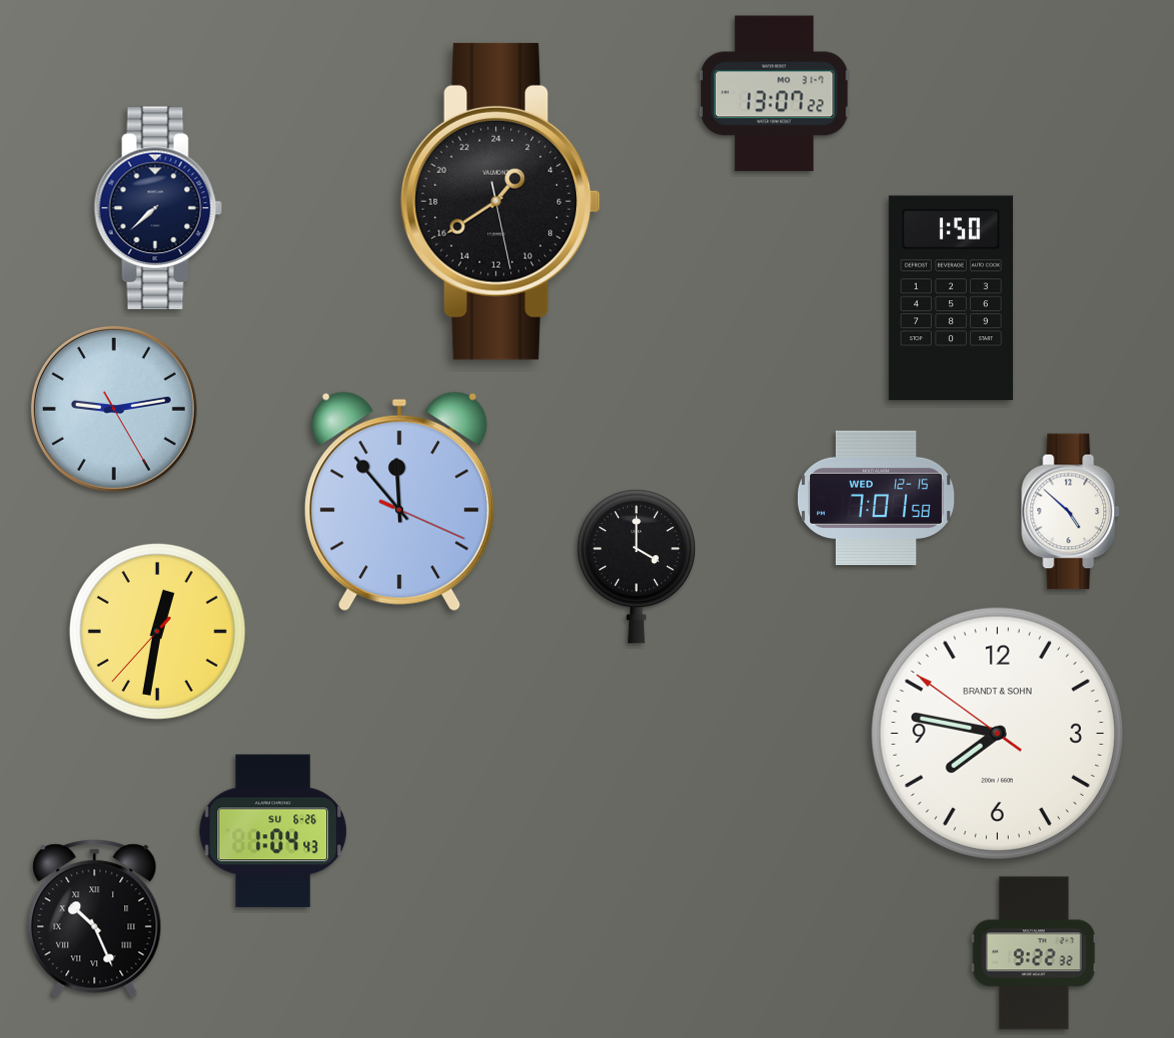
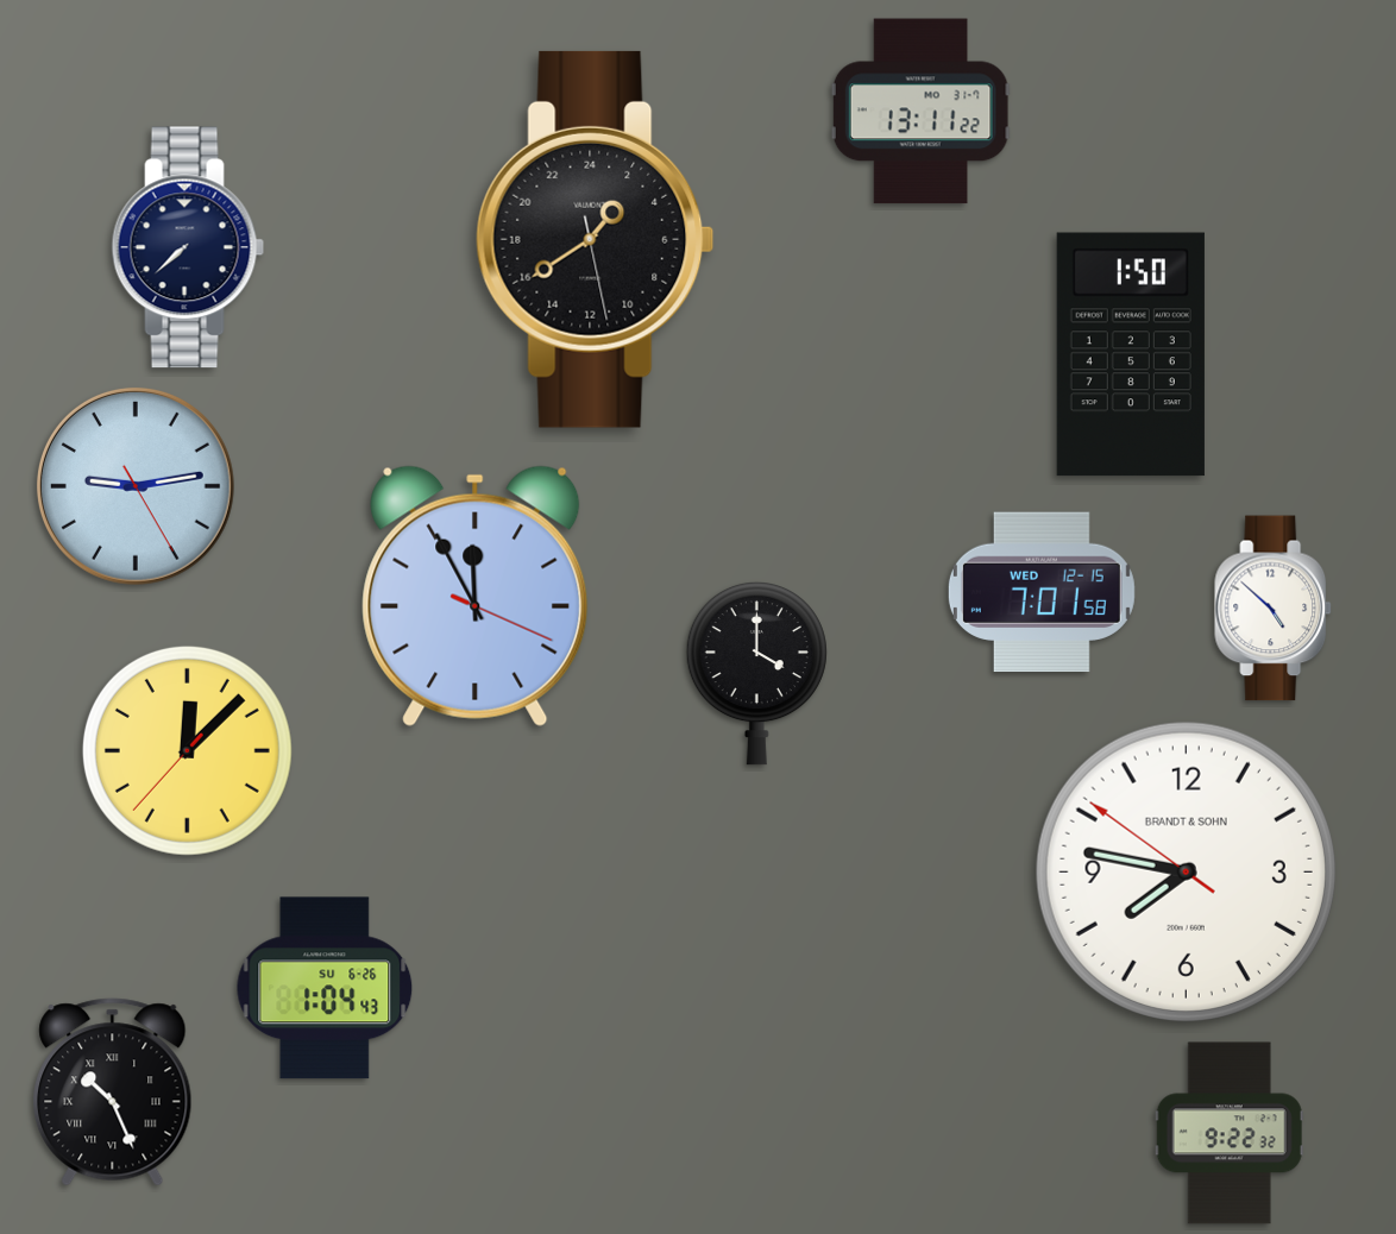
clock at (774, 94): 13:07 -> 13:11
clock at (400, 501): 11:53 -> 11:55
clock at (157, 631): 12:31 -> 12:07
